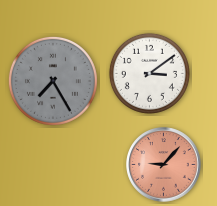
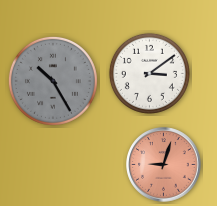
clock at (53, 81): 7:25 -> 10:25
clock at (164, 165): 9:07 -> 9:03
